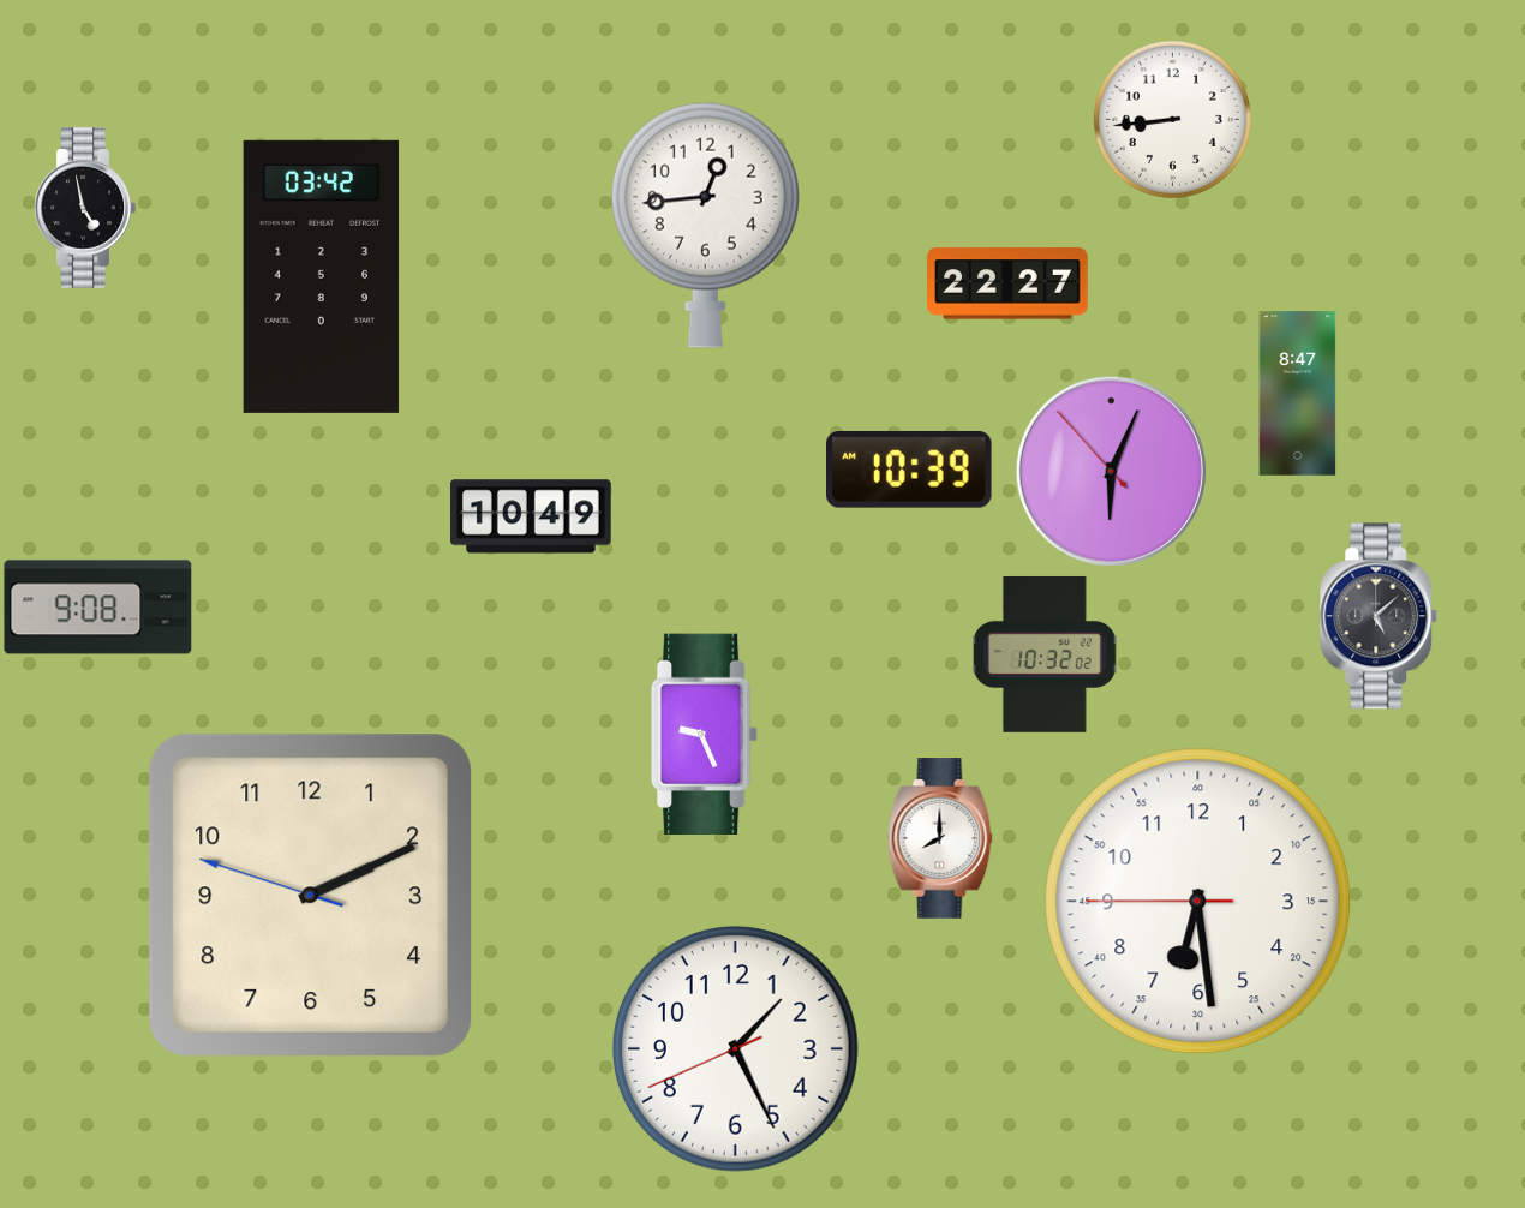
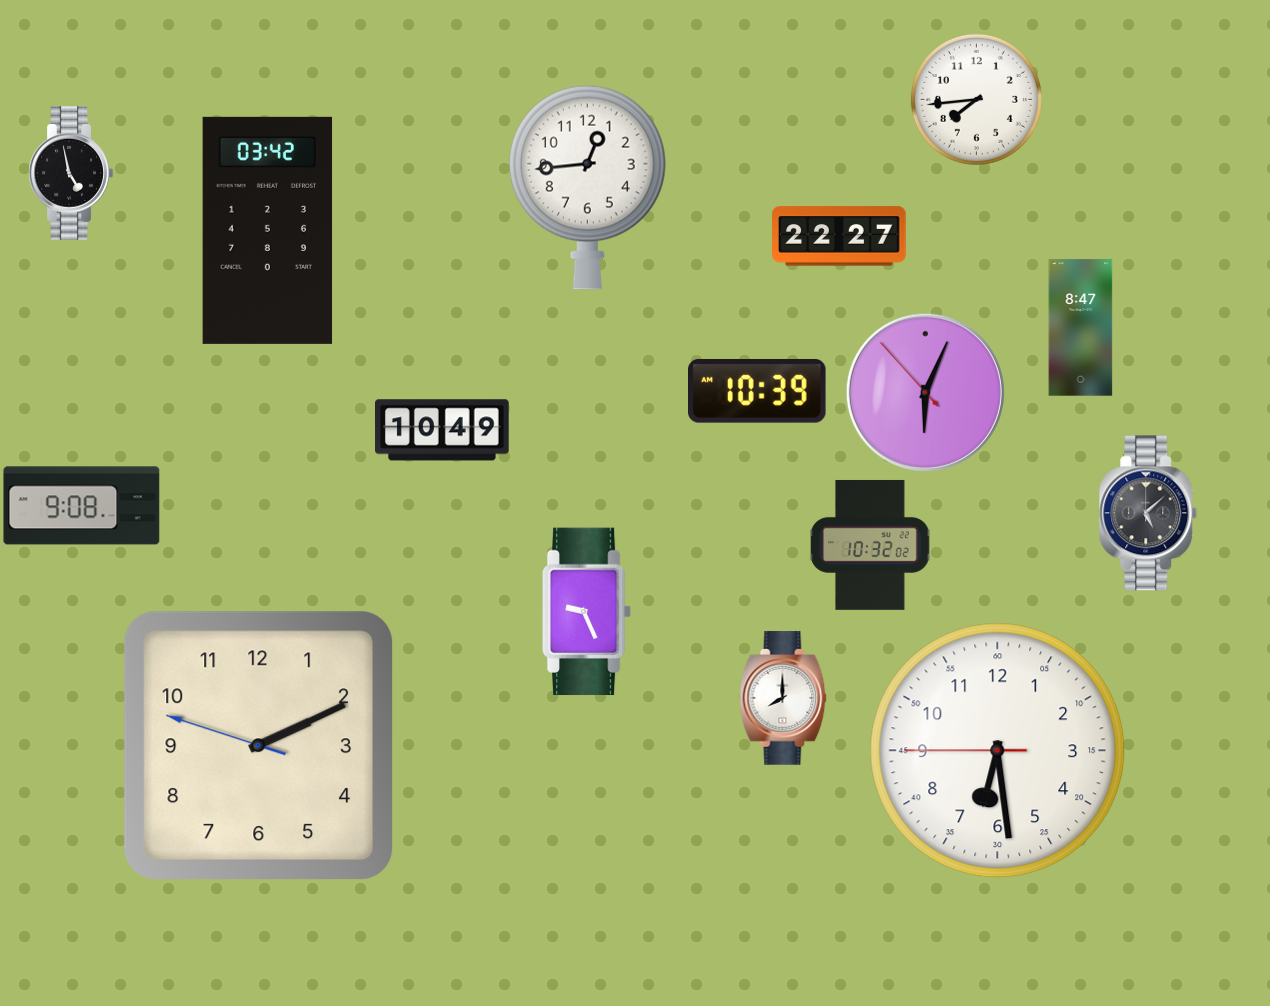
clock at (1172, 119): 8:44 -> 7:44
clock at (735, 1048): 1:25 -> none
